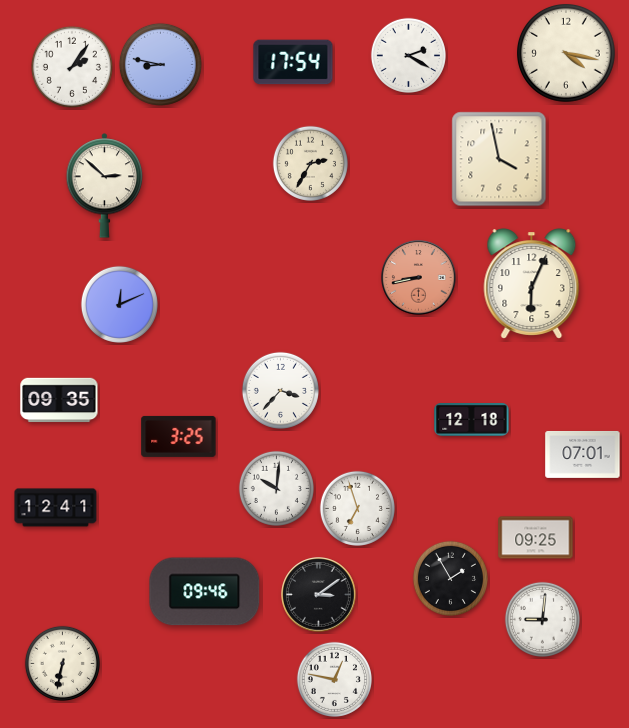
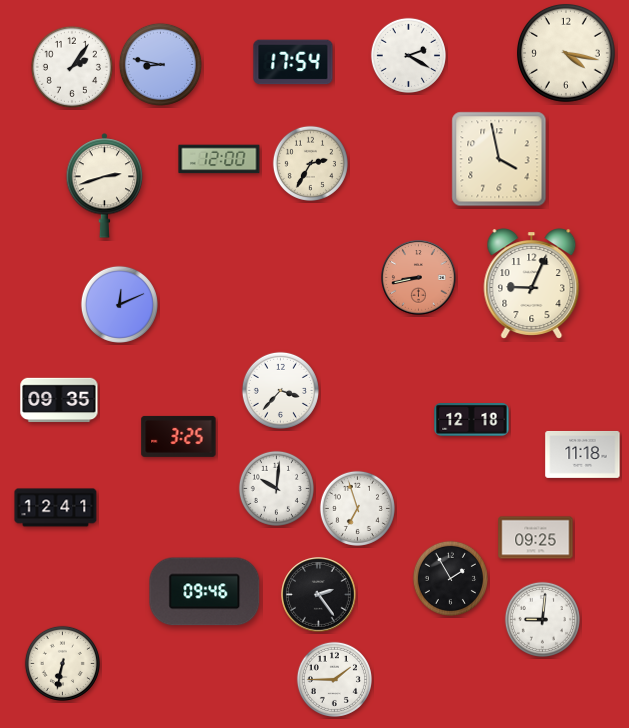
clock at (219, 159): none -> 12:00
clock at (105, 186): 2:52 -> 2:42
clock at (532, 284): 6:04 -> 9:04
clock at (583, 454): 07:01 -> 11:18
clock at (319, 595): 3:09 -> 2:24
clock at (334, 679): 12:47 -> 1:45
